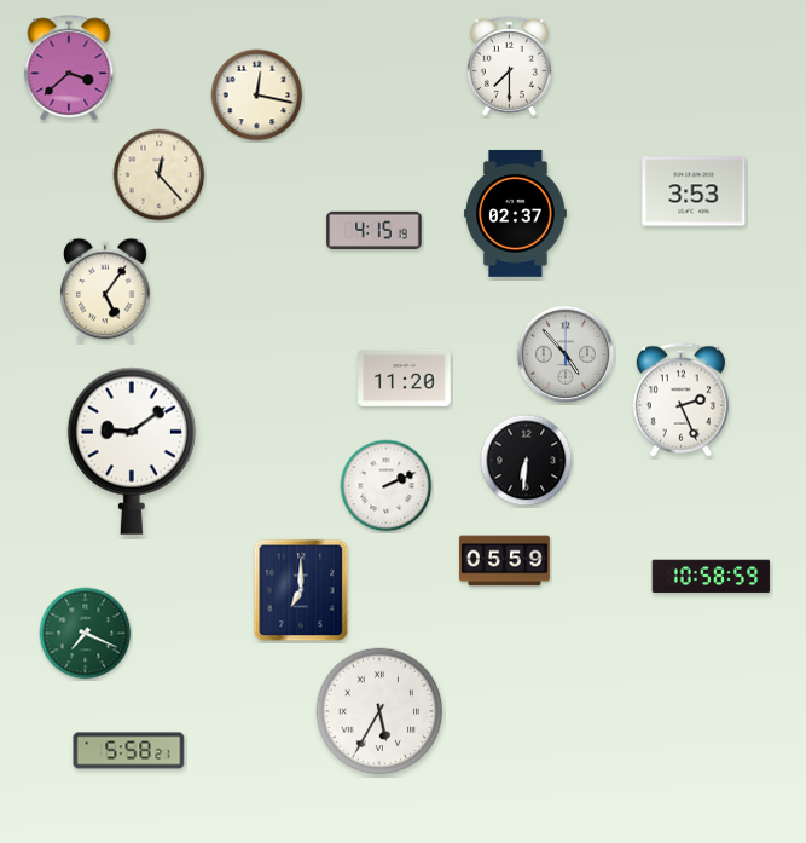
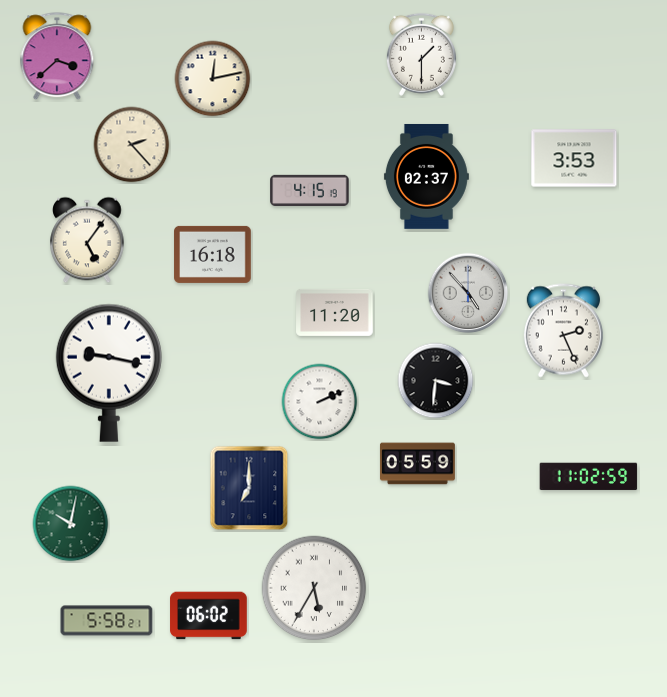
clock at (509, 65): 7:30 -> 1:30
clock at (257, 96): 12:17 -> 12:13
clock at (160, 175): 12:23 -> 2:23
clock at (213, 254): none -> 16:18
clock at (132, 451): 9:09 -> 9:17
clock at (527, 461): 6:31 -> 3:31
clock at (712, 577): 10:58 -> 11:02
clock at (86, 634): 7:19 -> 10:02
clock at (209, 616): none -> 06:02
